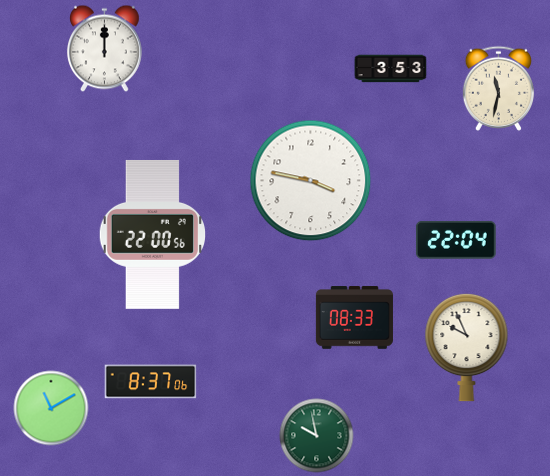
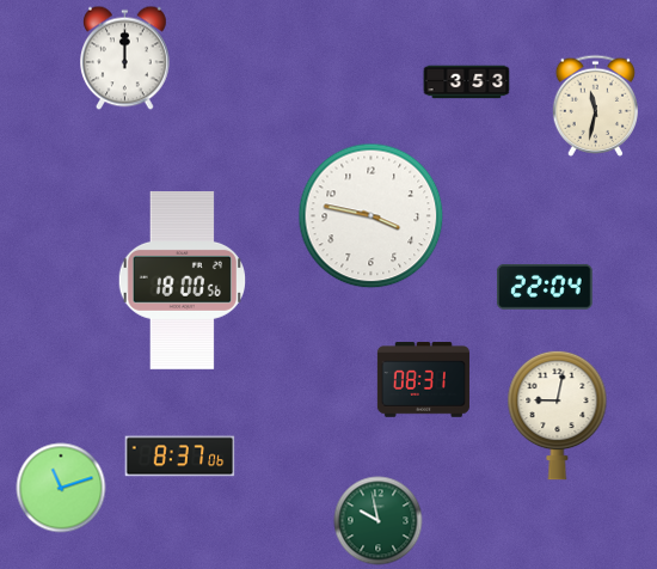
clock at (152, 234): 22:00 -> 18:00
clock at (354, 318): 08:33 -> 08:31
clock at (467, 347): 9:56 -> 9:02
clock at (51, 408): 11:10 -> 11:12
